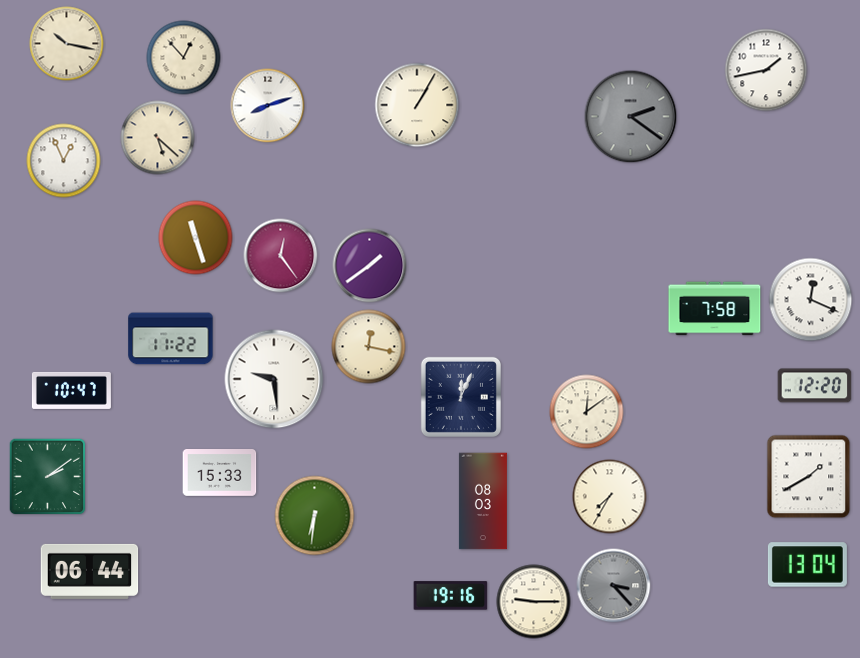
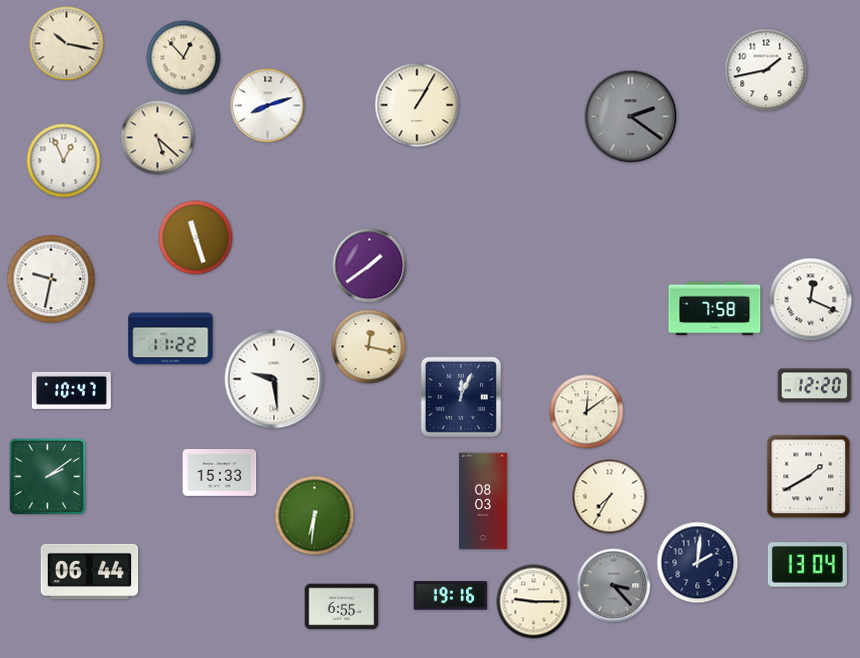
clock at (281, 256): 12:24 -> none
clock at (51, 279): none -> 9:32
clock at (698, 563): none -> 2:01
clock at (342, 607): none -> 6:55
